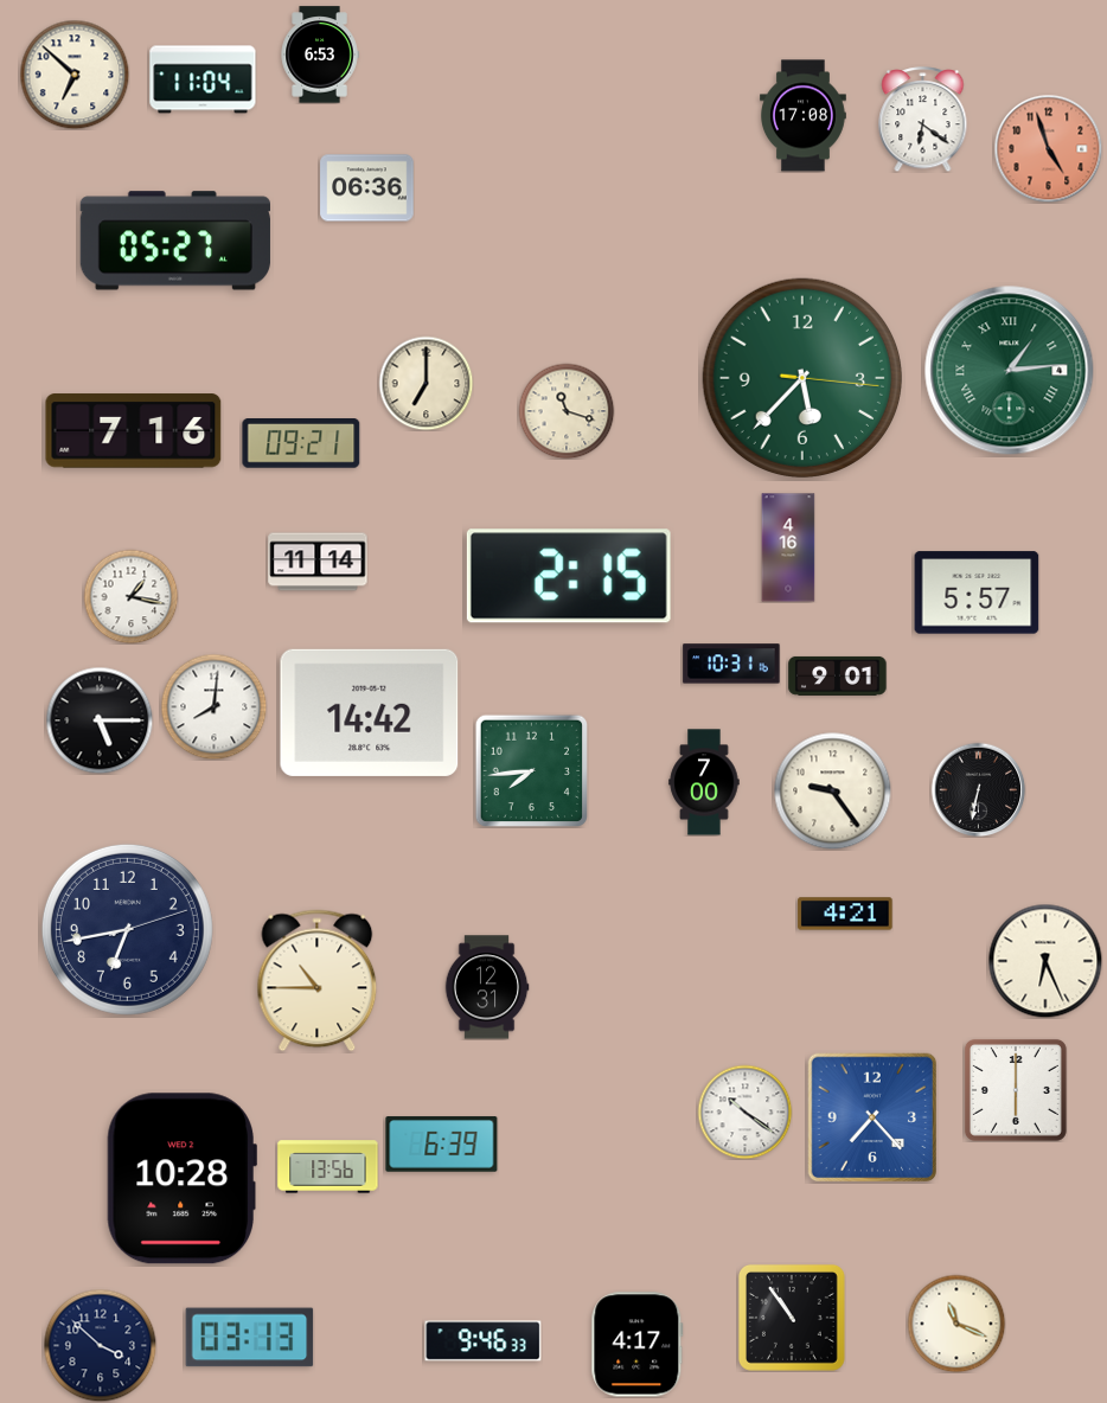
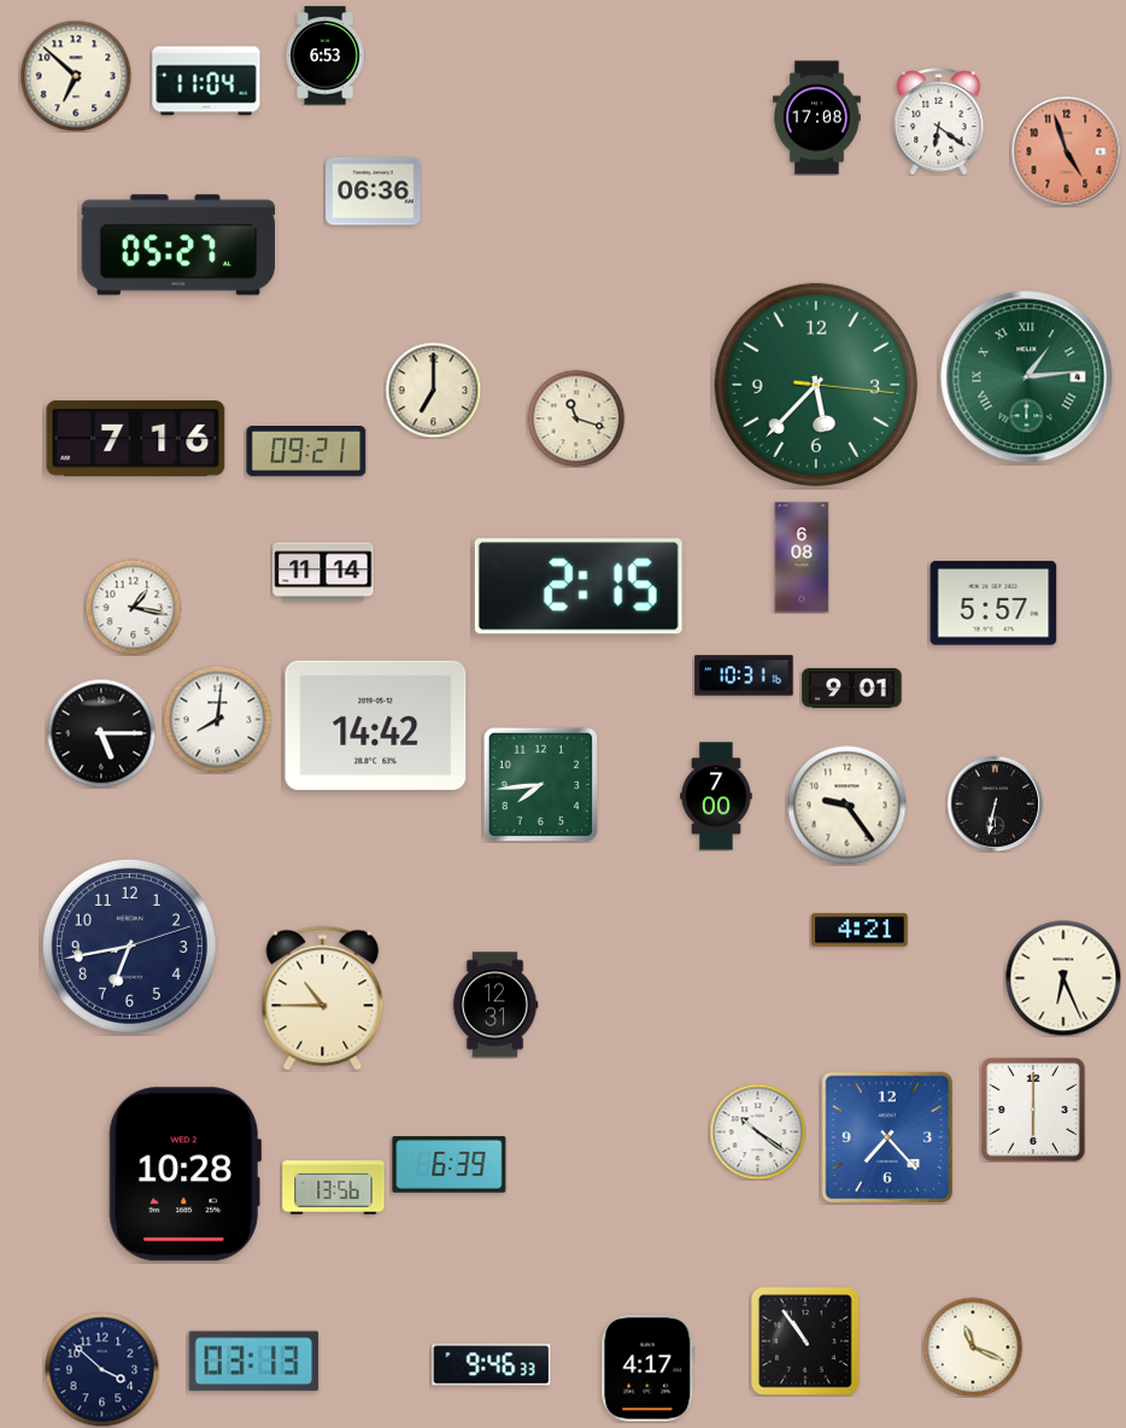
clock at (788, 547): 4:16 -> 6:08
clock at (181, 1179) position: (181, 1179) -> (184, 1175)
